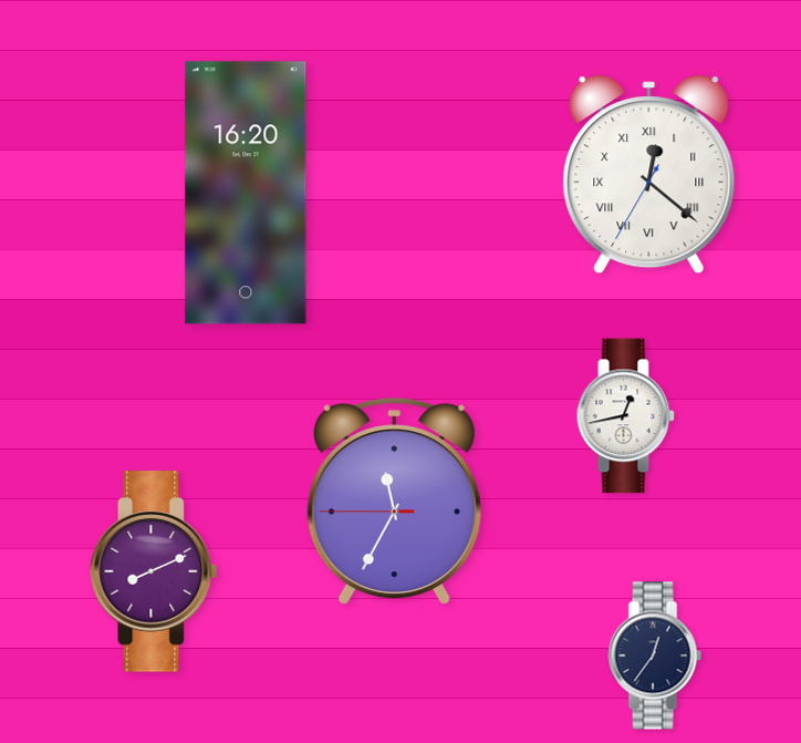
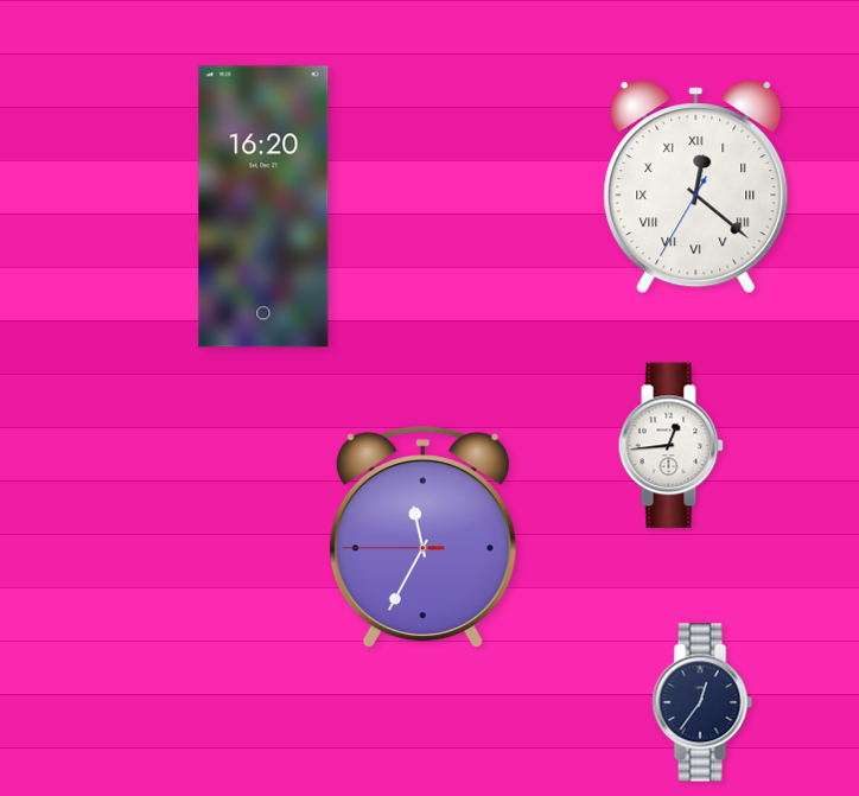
clock at (625, 416): 12:43 -> 12:44
clock at (154, 571): 8:11 -> none
